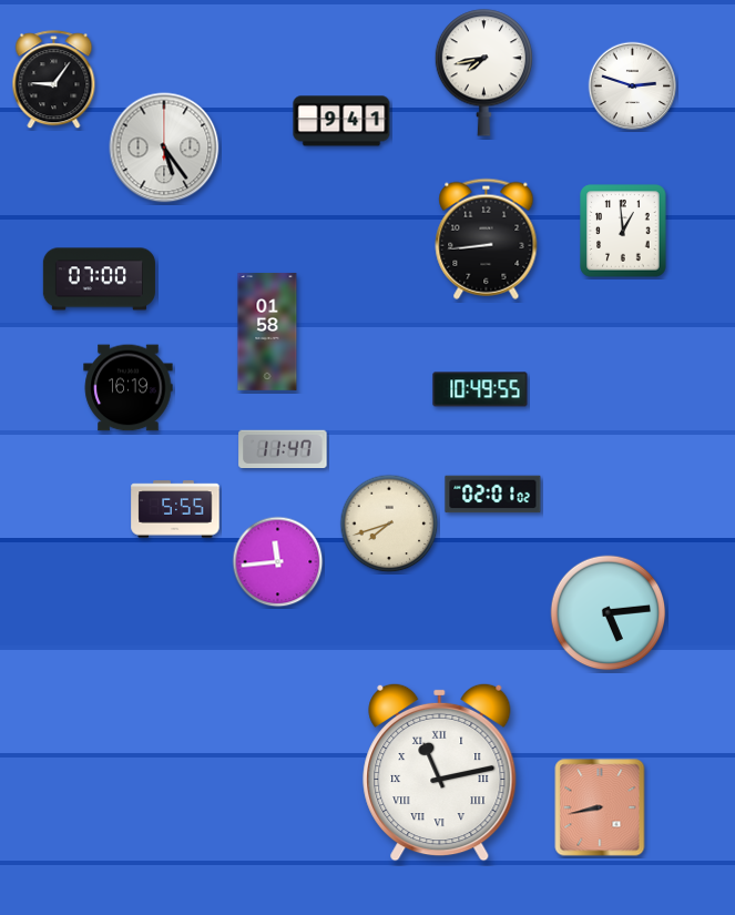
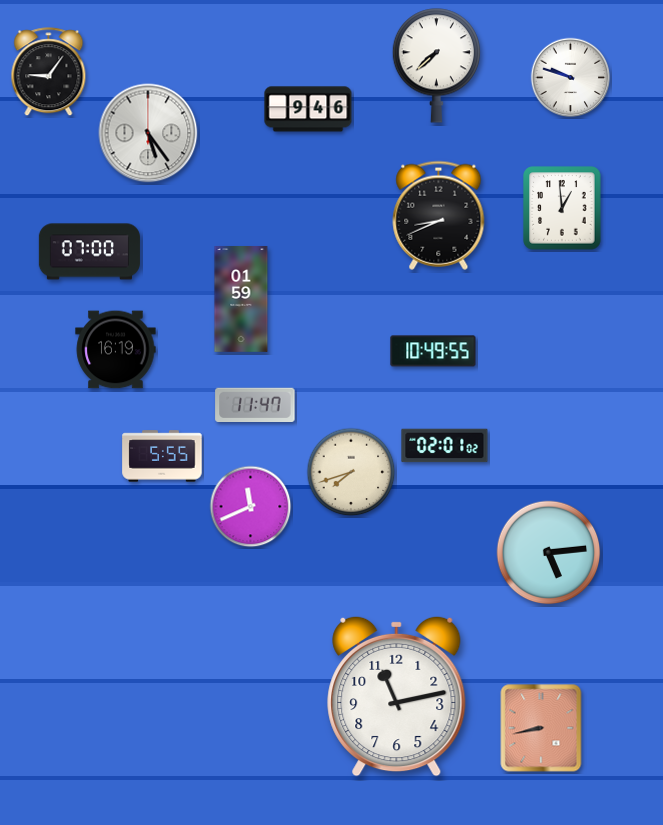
clock at (483, 73): 7:43 -> 7:38
clock at (633, 87): 2:48 -> 9:48
clock at (341, 121): 9:41 -> 9:46
clock at (487, 238): 8:44 -> 8:41
clock at (267, 332): 01:58 -> 01:59
clock at (175, 509) position: (175, 509) -> (162, 456)
clock at (278, 562): 11:44 -> 11:41
clock at (440, 772) numerals: Roman -> Arabic
